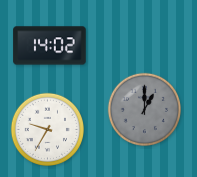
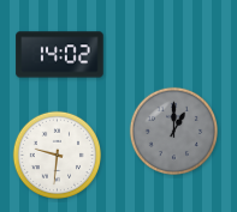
clock at (47, 129): 9:35 -> 9:31
